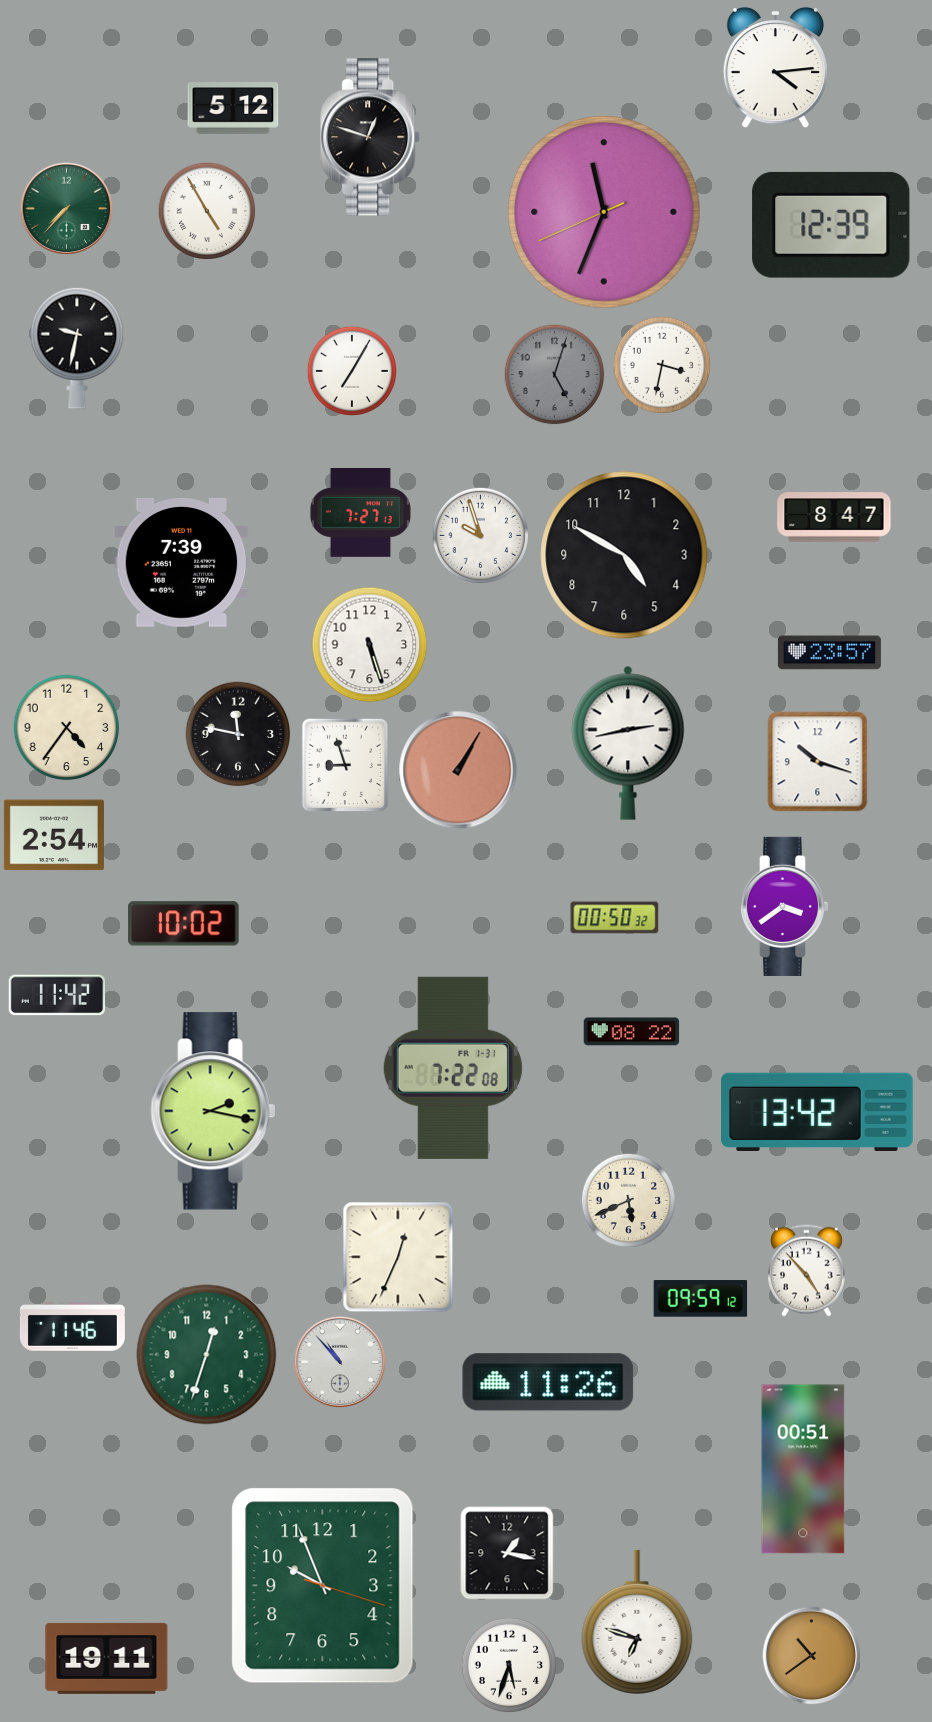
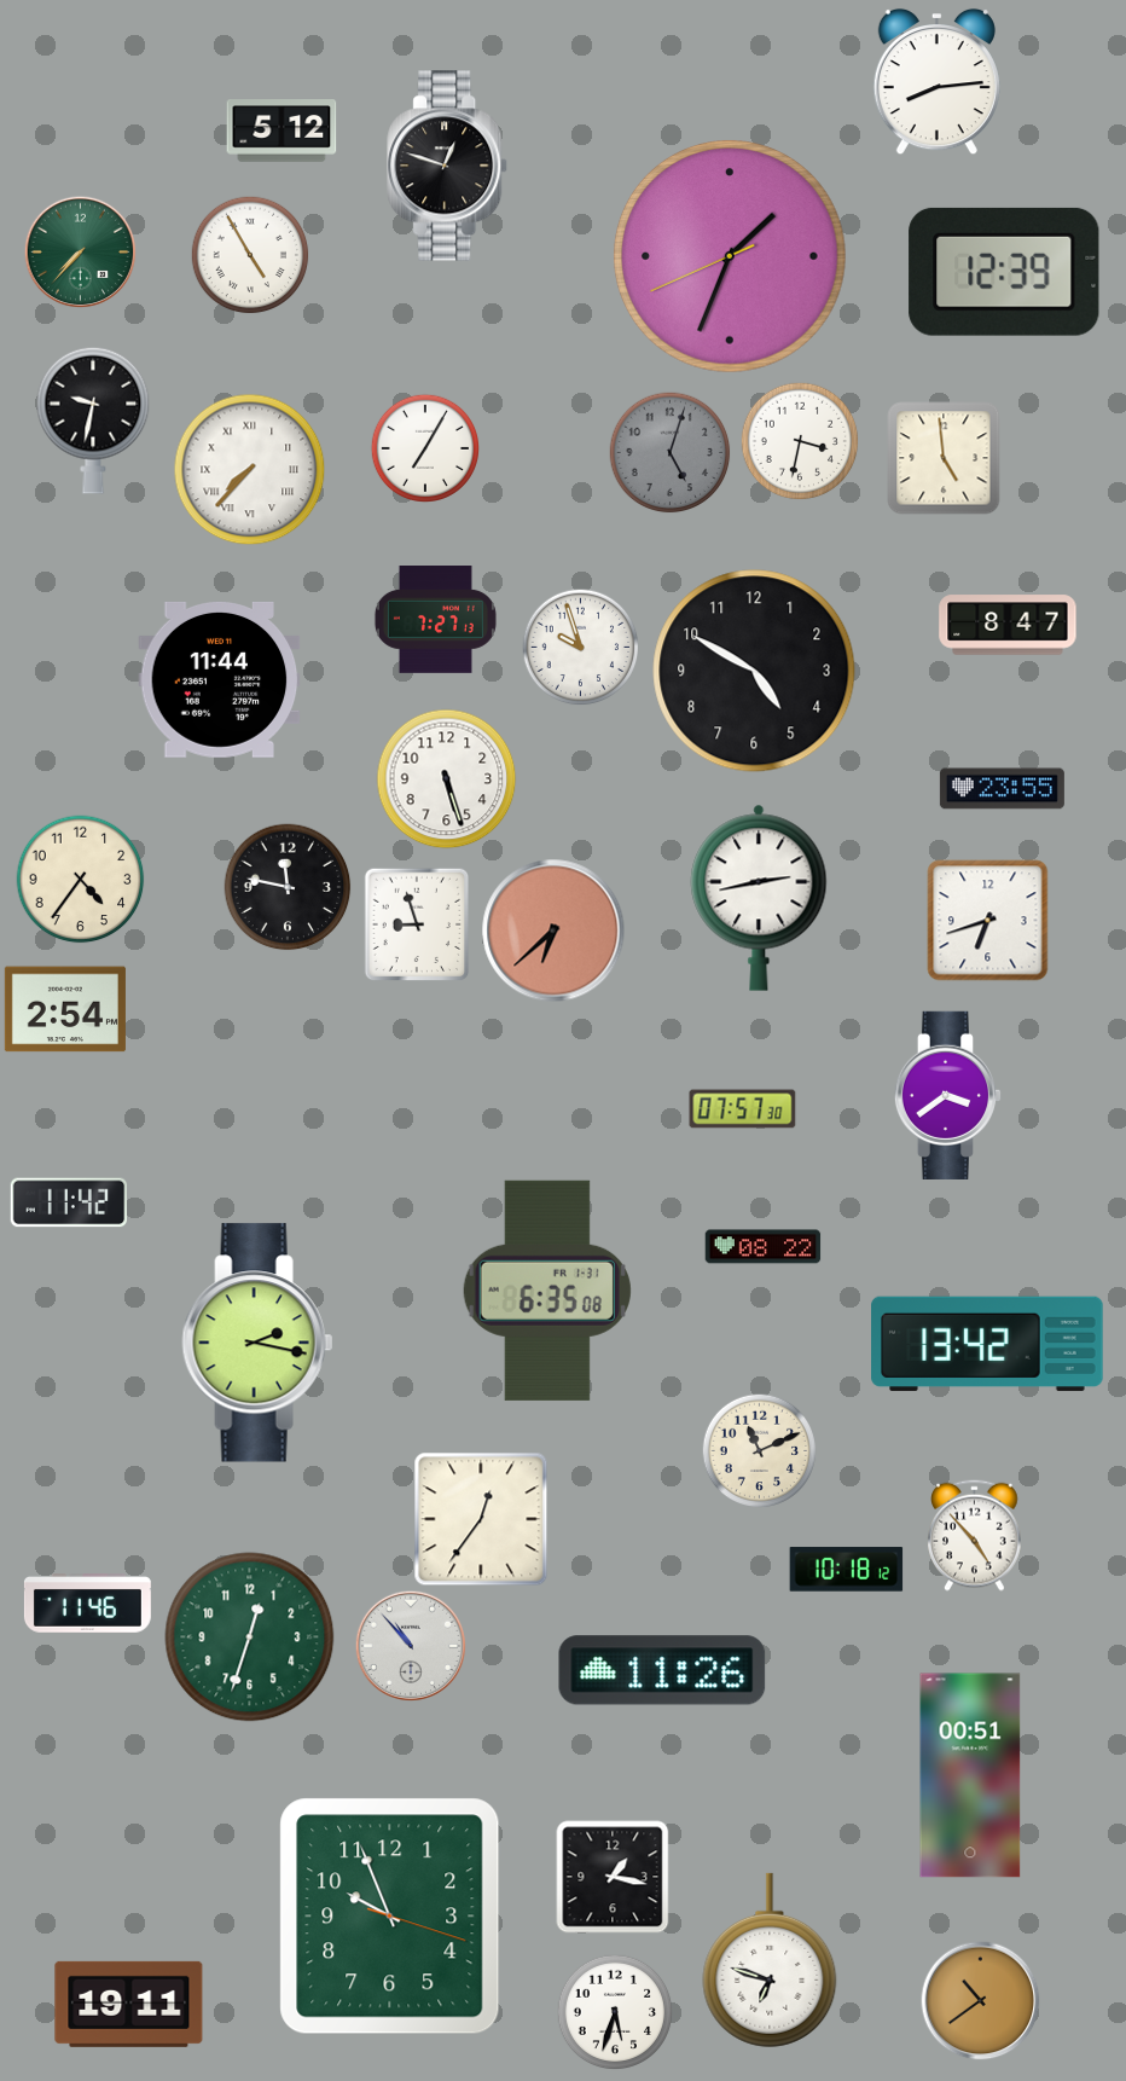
clock at (775, 68): 4:14 -> 8:14
clock at (604, 212): 11:33 -> 1:33
clock at (944, 458): none -> 4:59
clock at (250, 470): none -> 7:37
clock at (182, 562): 7:39 -> 11:44
clock at (829, 653): 23:57 -> 23:55
clock at (818, 762): 10:18 -> 6:42
clock at (458, 770): 1:05 -> 6:38
clock at (615, 918): 00:50 -> 07:57
clock at (184, 924): 10:02 -> none
clock at (453, 1068): 7:22 -> 6:35
clock at (628, 1200): 5:41 -> 11:11
clock at (398, 1257): 12:34 -> 12:36
clock at (701, 1299): 09:59 -> 10:18
